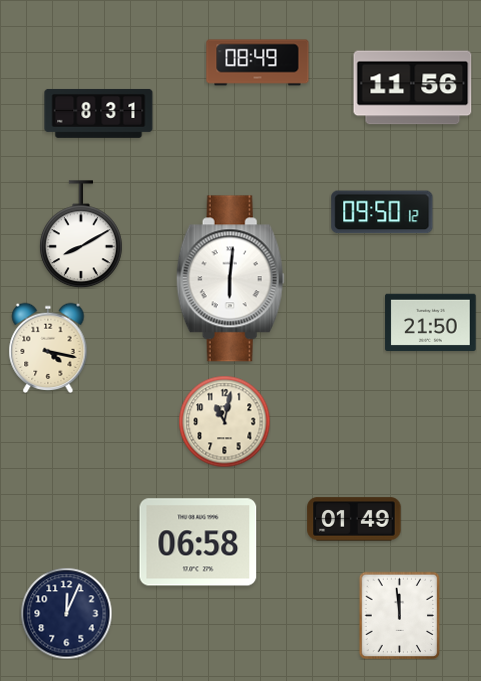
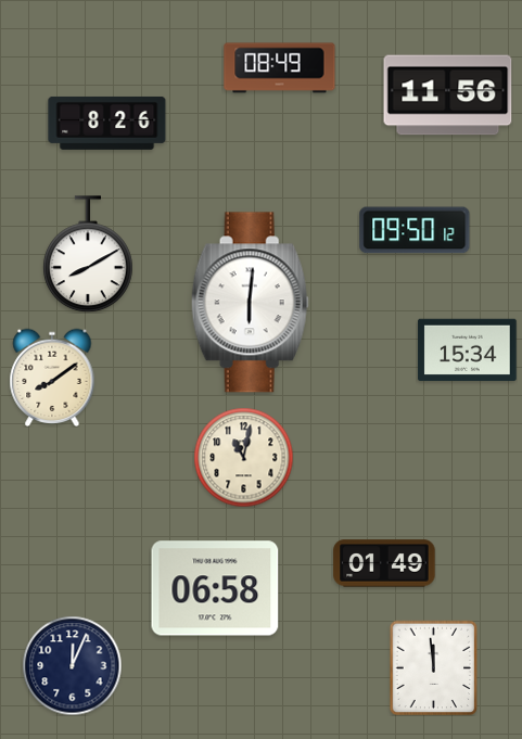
clock at (99, 113): 8:31 -> 8:26
clock at (431, 322): 21:50 -> 15:34
clock at (48, 348): 4:17 -> 8:09
